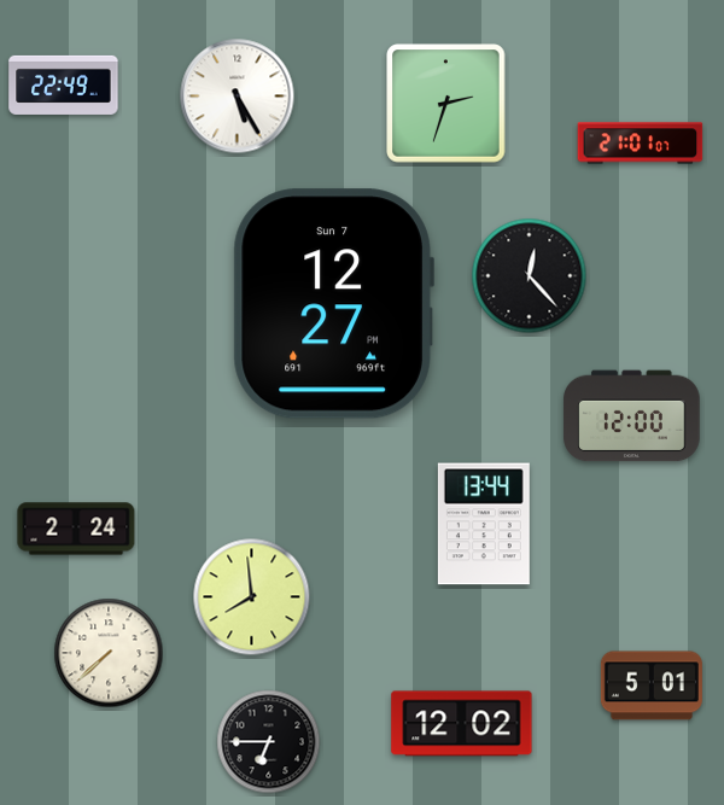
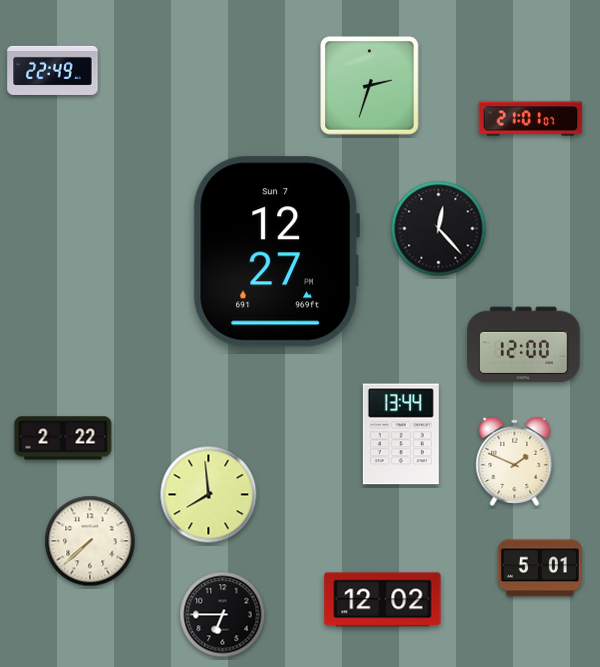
clock at (238, 97): 5:25 -> none
clock at (76, 529): 2:24 -> 2:22
clock at (515, 461): none -> 1:49
